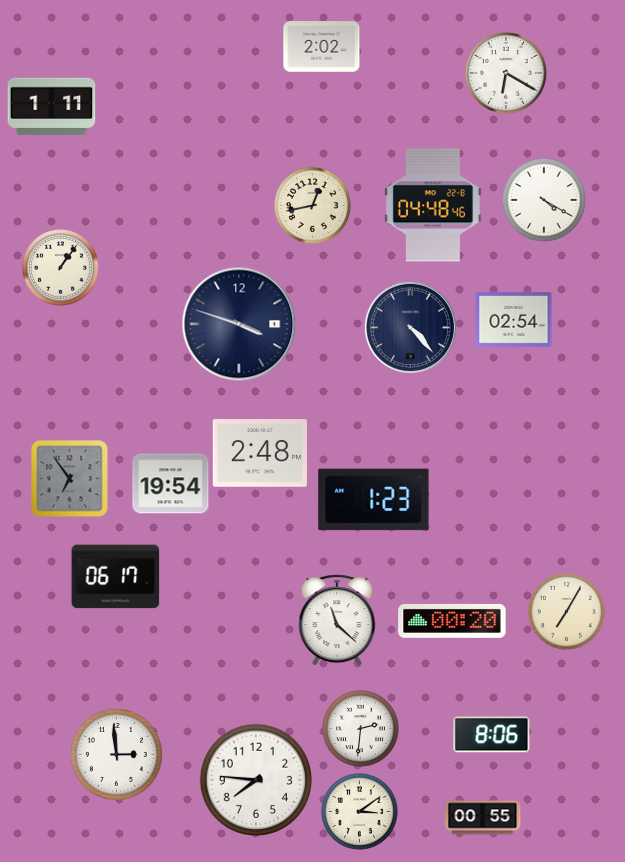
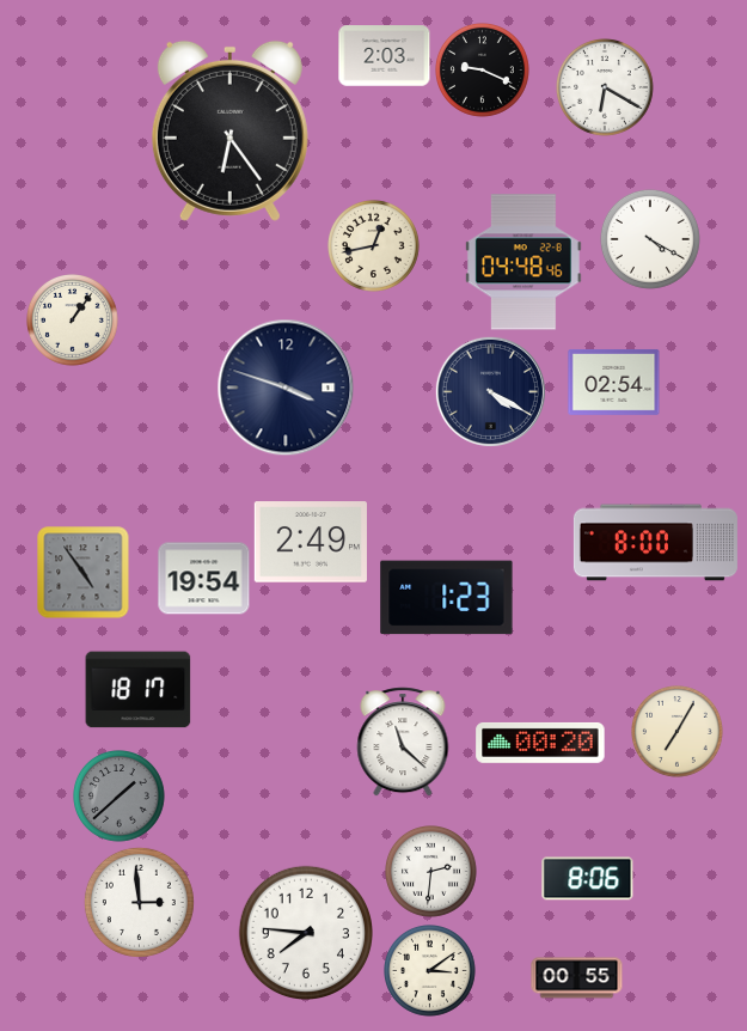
clock at (322, 47): 2:02 -> 2:03
clock at (482, 69): none -> 9:19
clock at (52, 106): 1:11 -> none
clock at (229, 130): none -> 6:24
clock at (433, 205) position: (433, 205) -> (523, 262)
clock at (410, 327): 4:23 -> 4:20
clock at (260, 453): 2:48 -> 2:49
clock at (655, 543): none -> 8:00
clock at (70, 479): 6:54 -> 4:54
clock at (116, 577): 06:17 -> 18:17
clock at (120, 797): none -> 1:38
